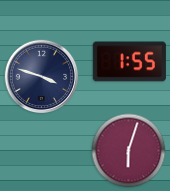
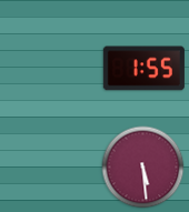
clock at (42, 77): 3:48 -> none
clock at (129, 151): 6:03 -> 5:29
